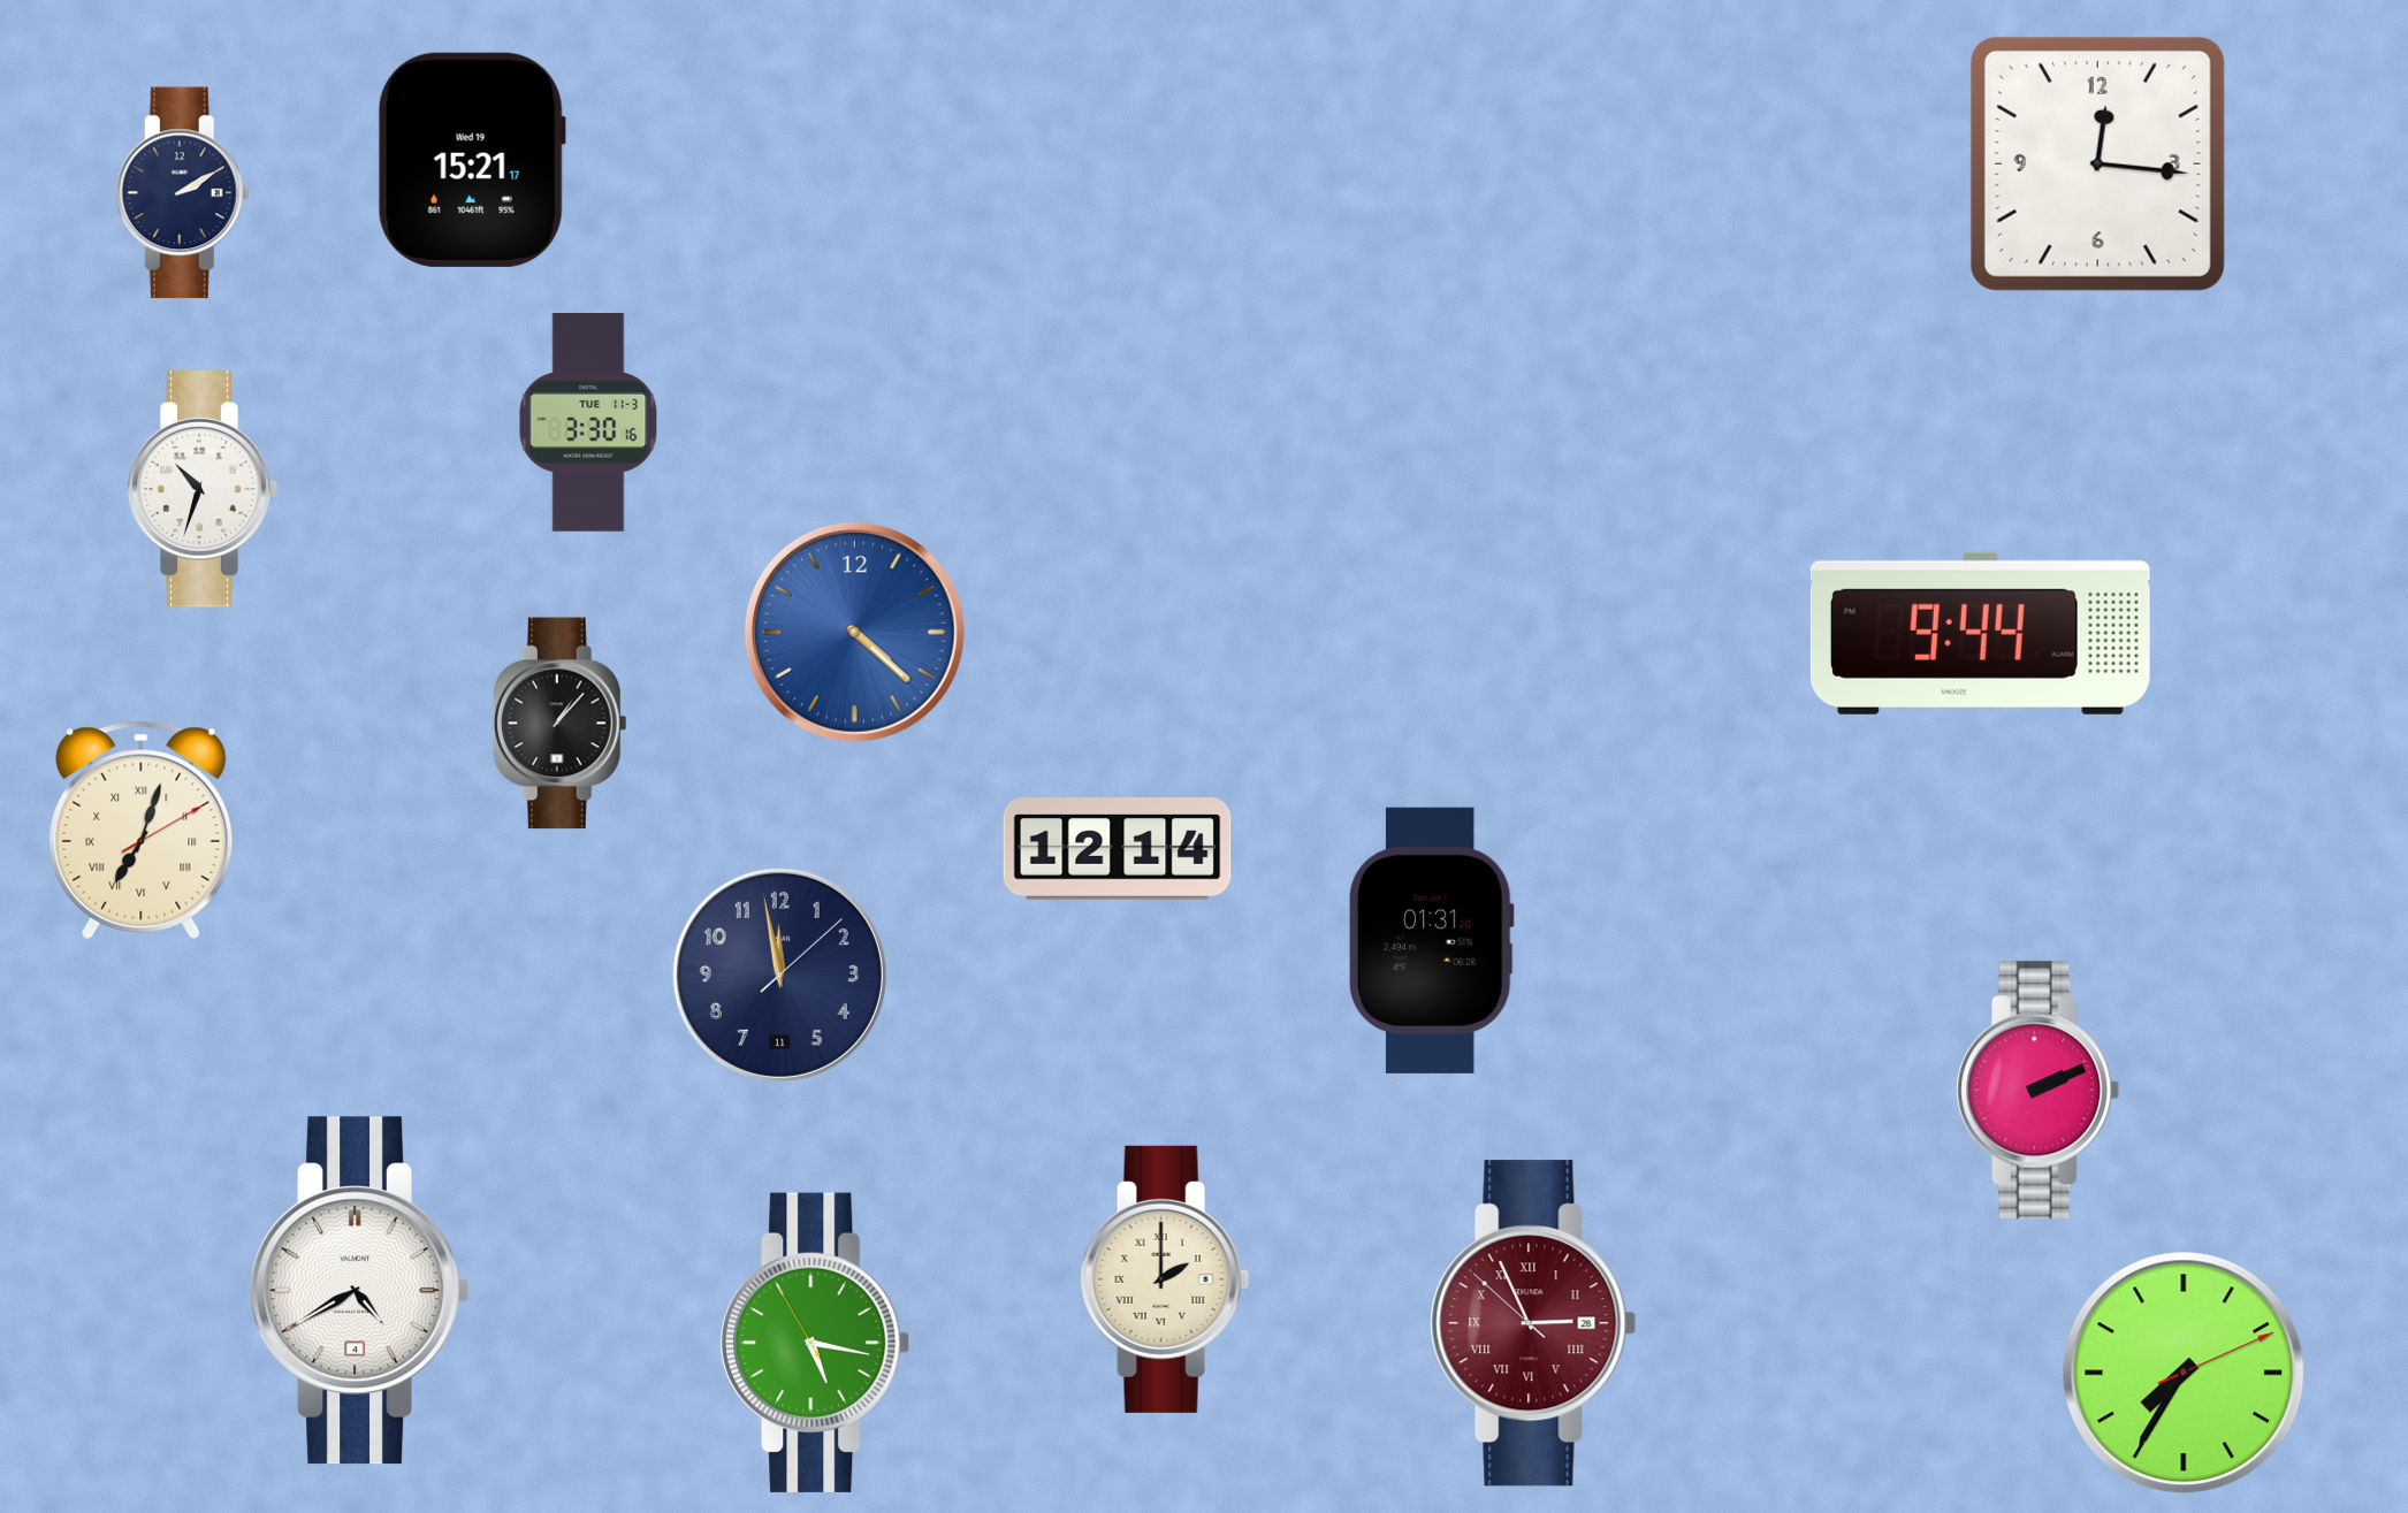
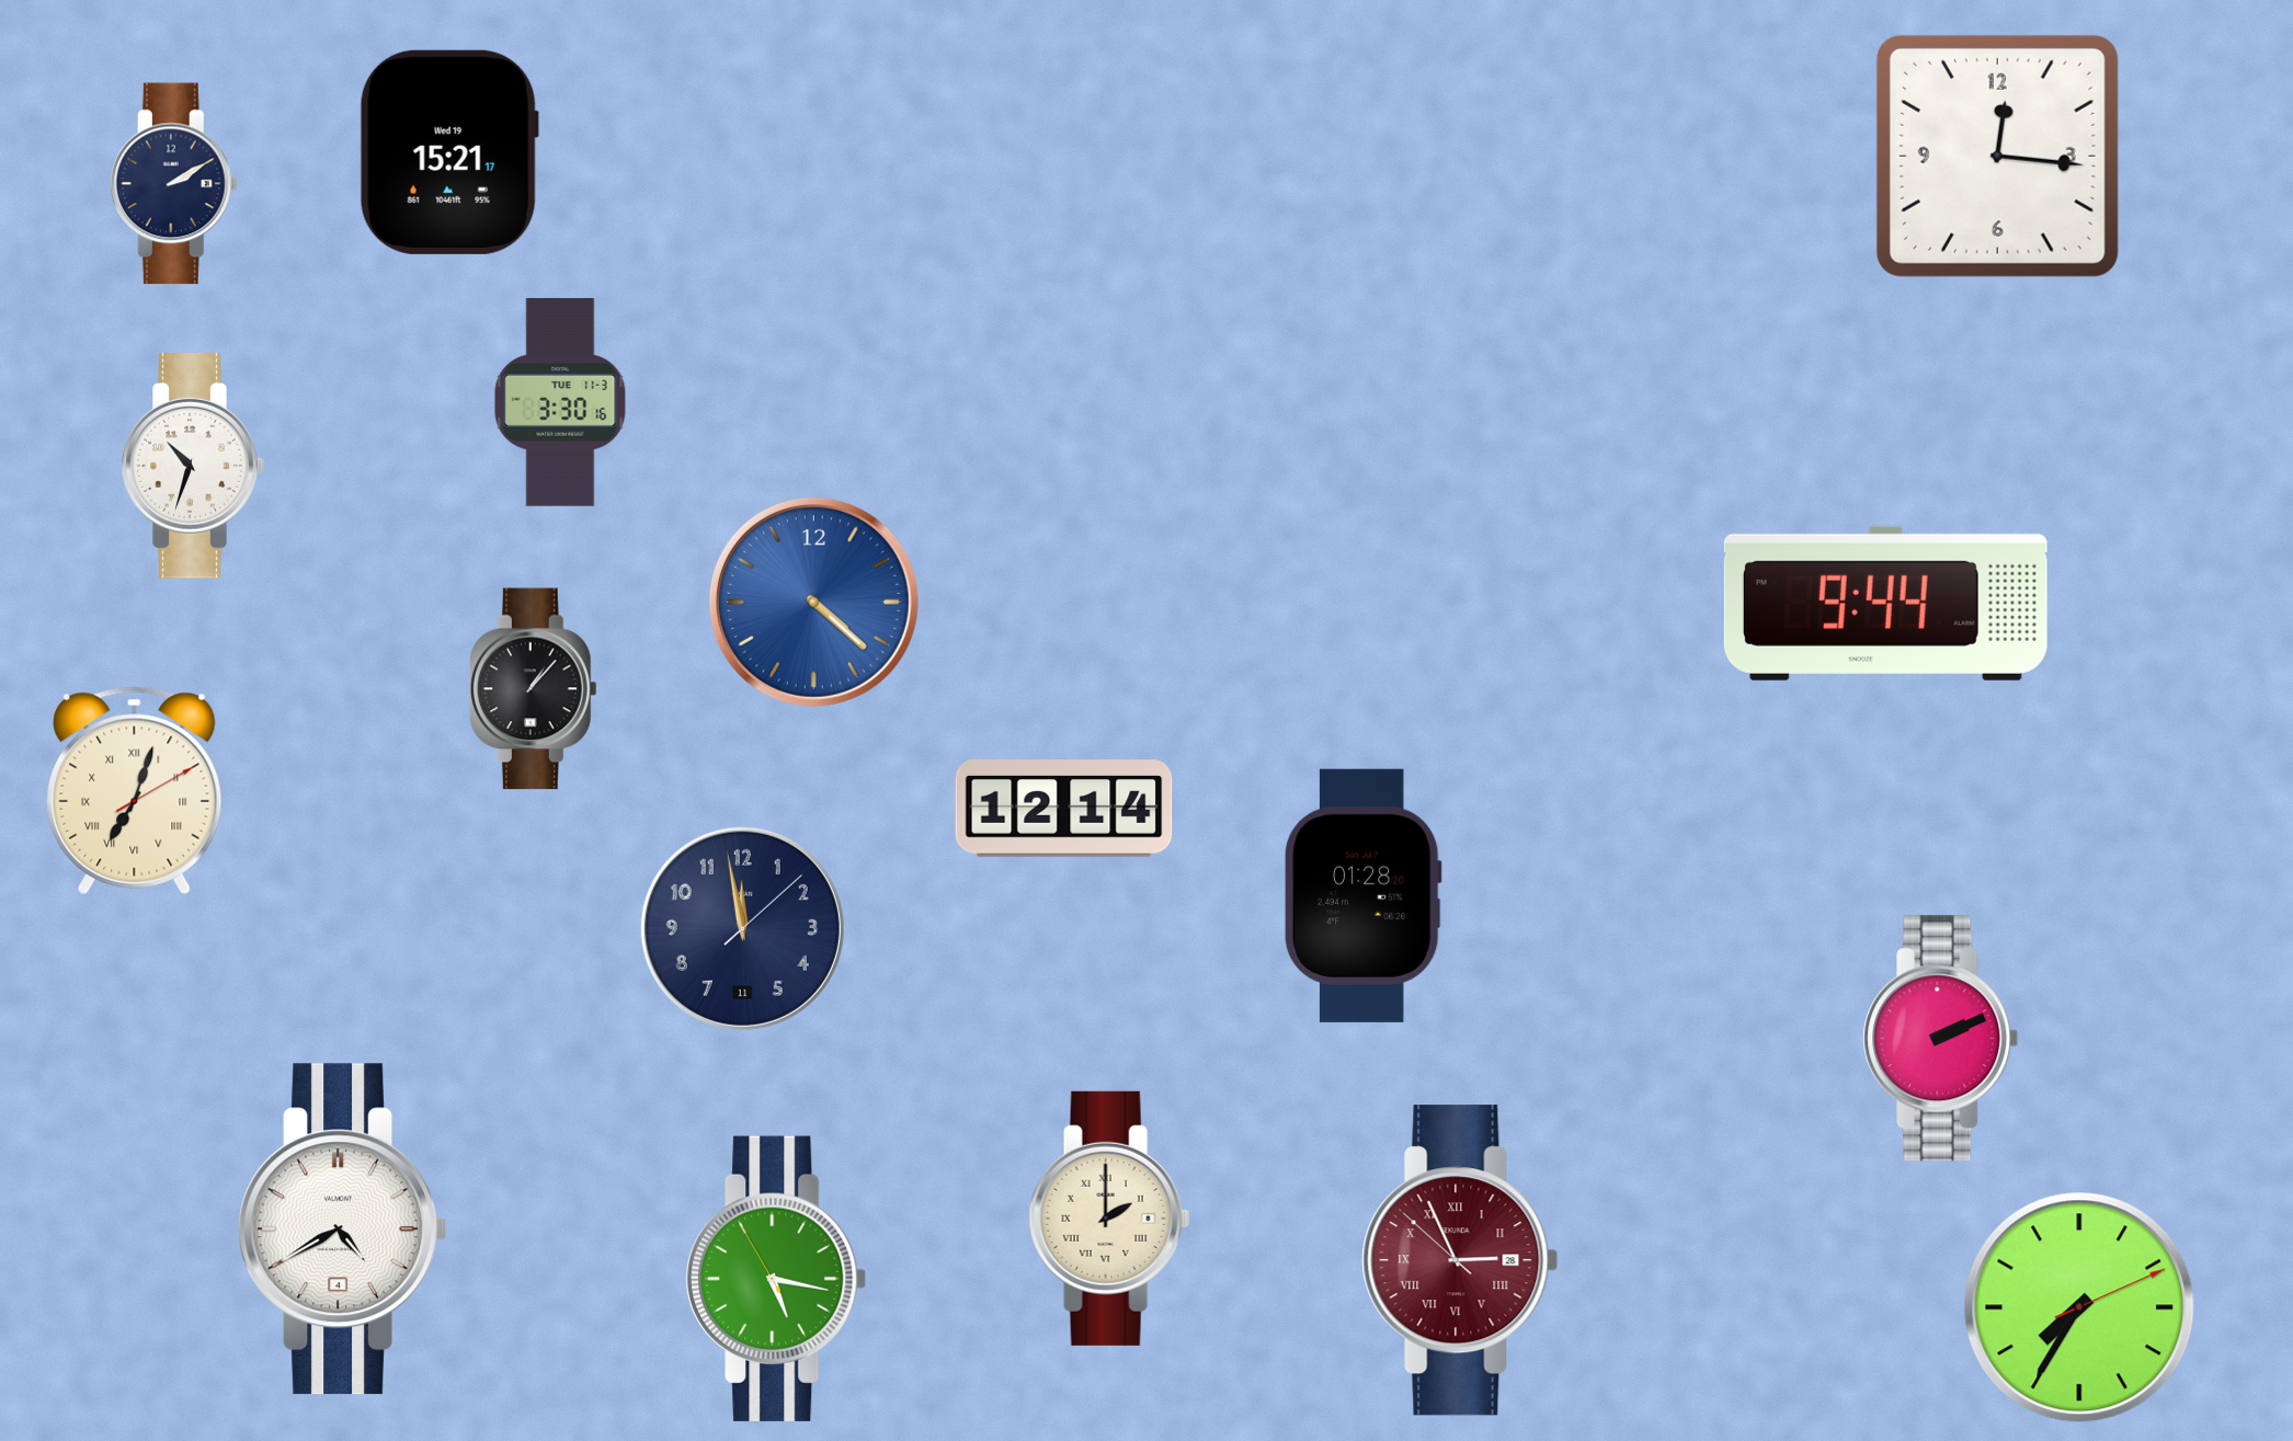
clock at (1431, 940): 01:31 -> 01:28
